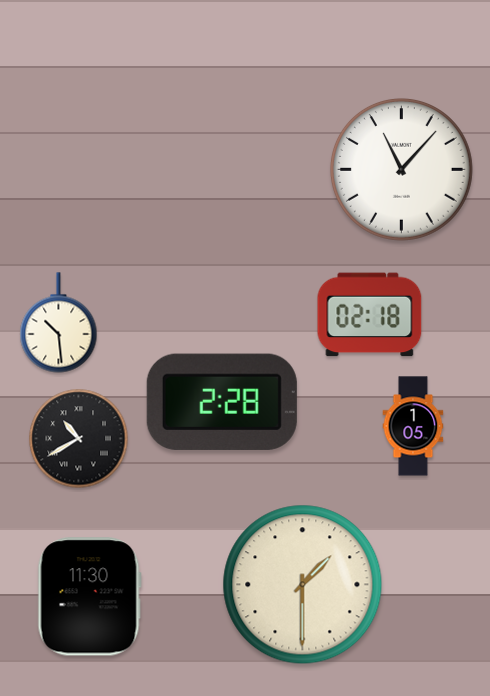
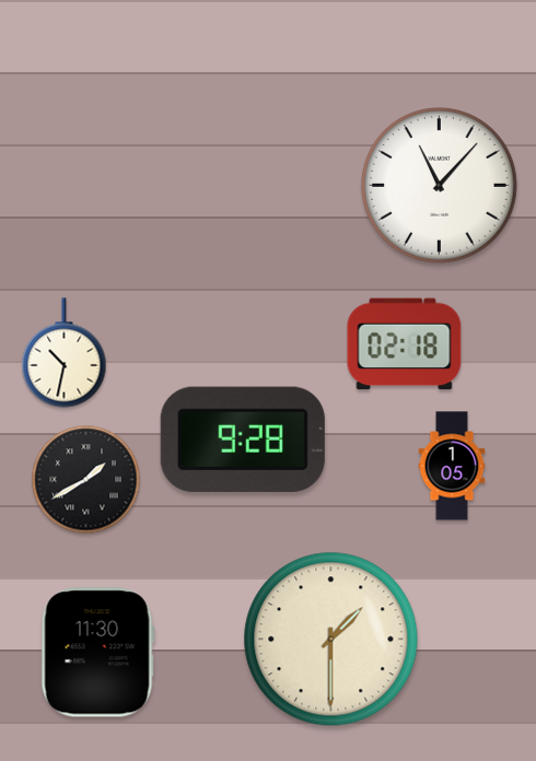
clock at (59, 323): 10:29 -> 10:32
clock at (222, 402): 2:28 -> 9:28
clock at (79, 439): 10:40 -> 1:40
